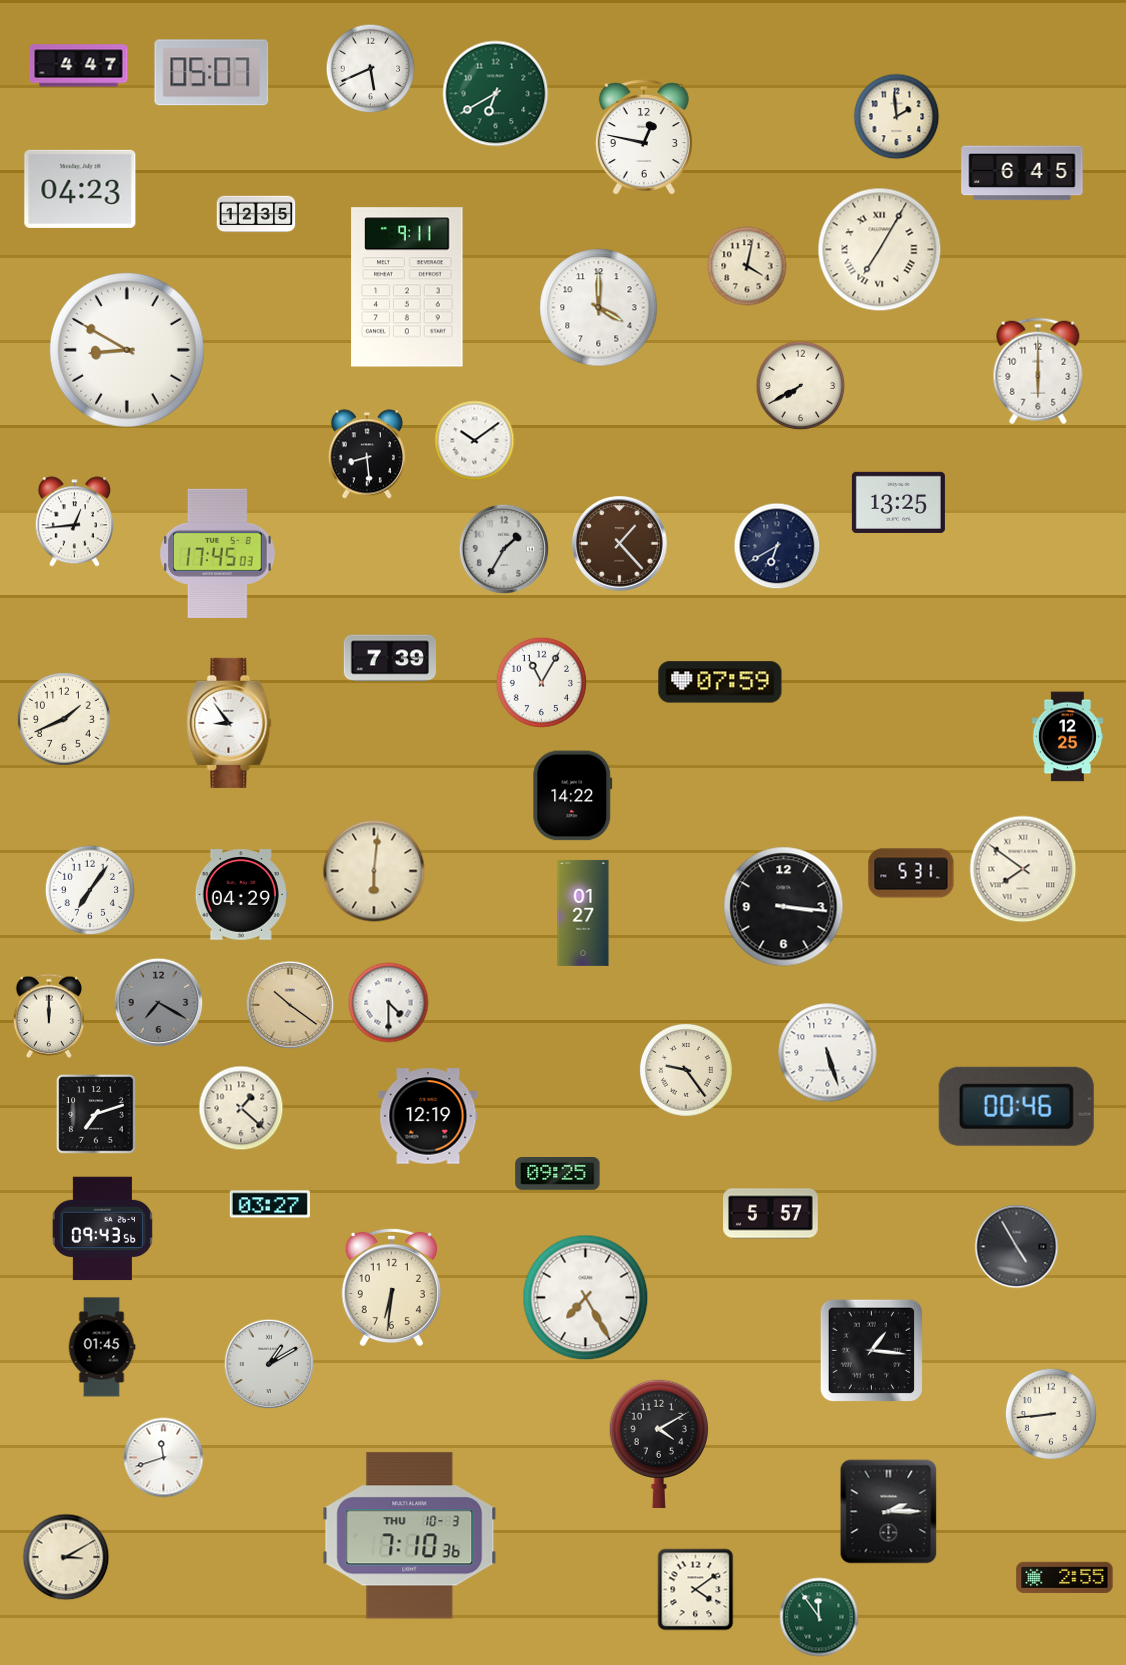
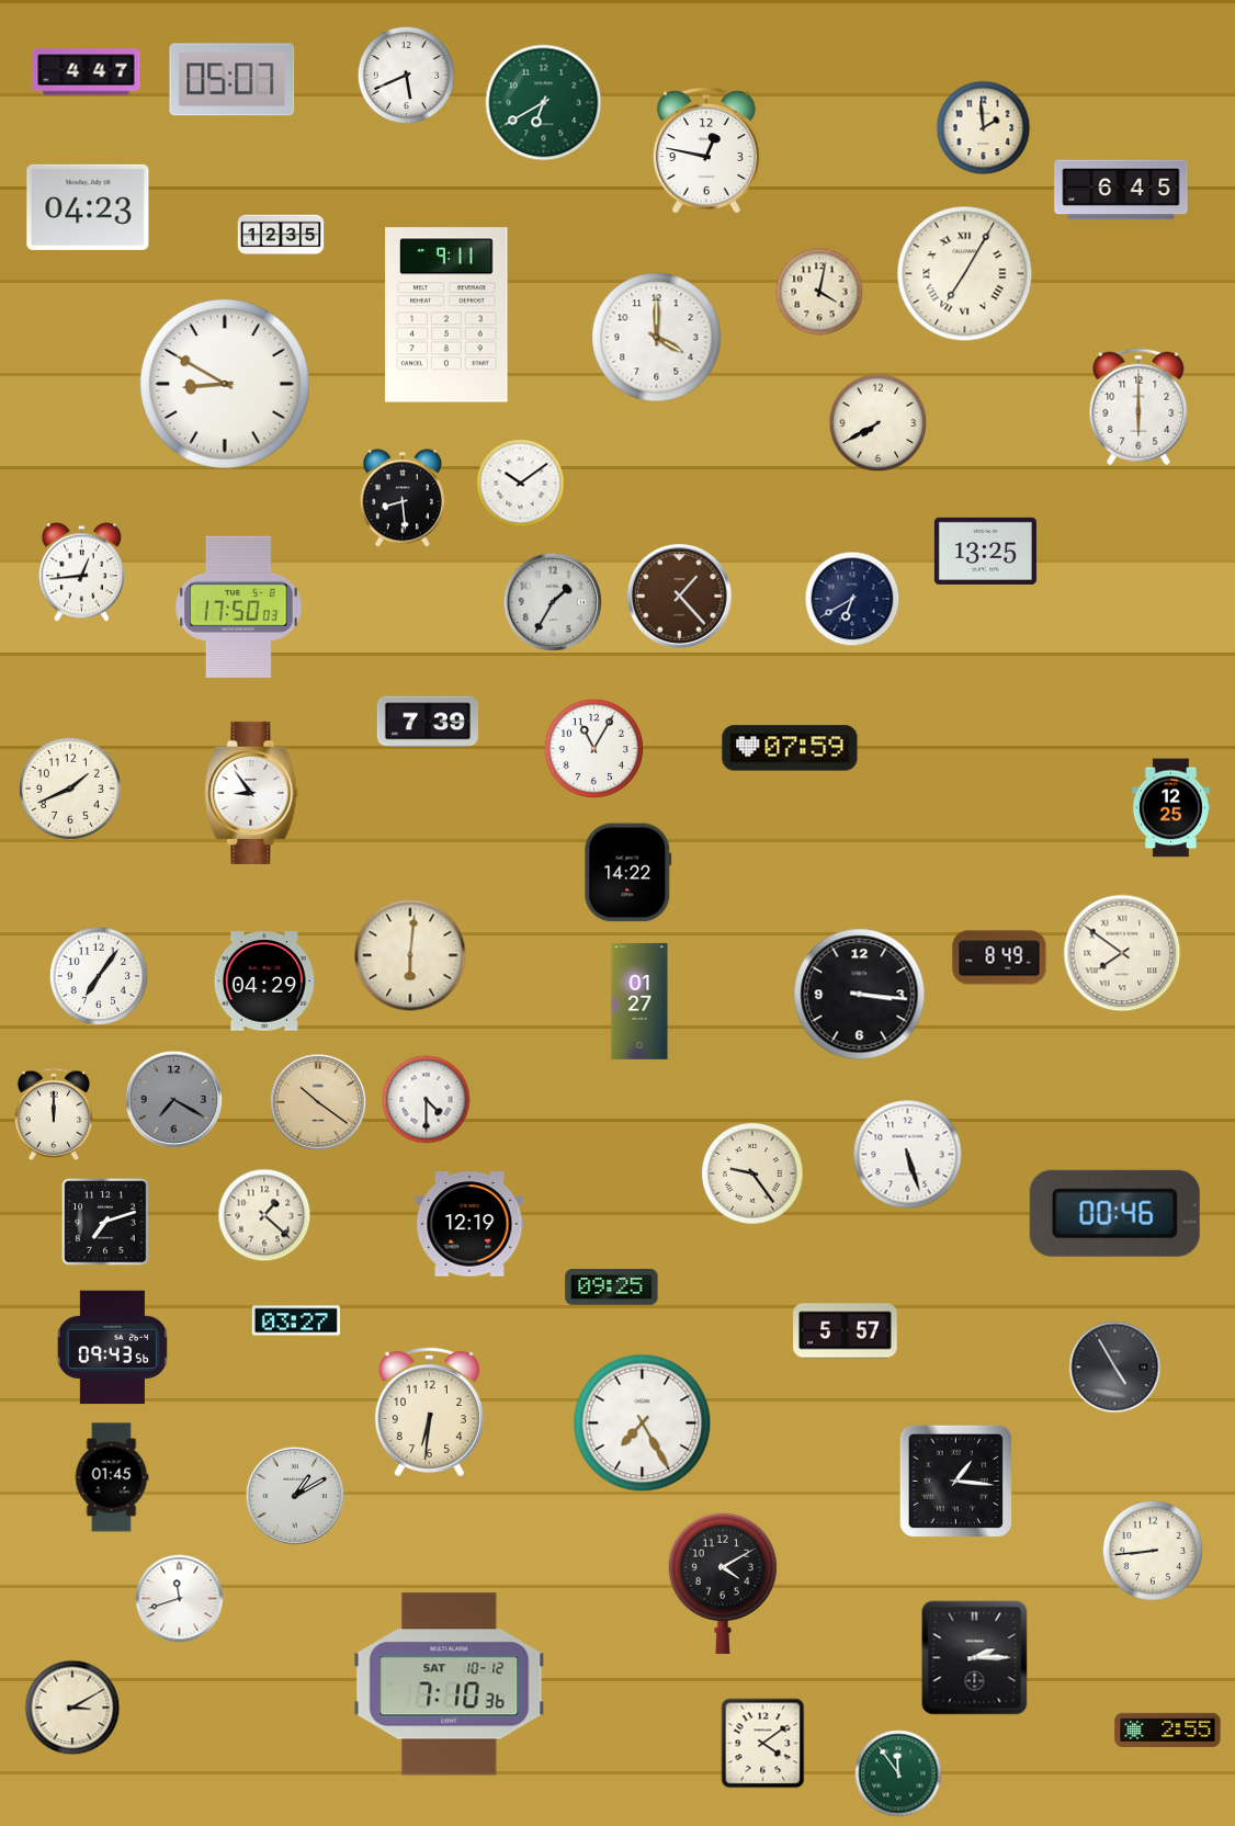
clock at (127, 350) position: (127, 350) -> (225, 384)
clock at (218, 553): 17:45 -> 17:50
clock at (911, 873): 5:31 -> 8:49
clock at (410, 1536) date: THU 10-3 -> SAT 10-12
